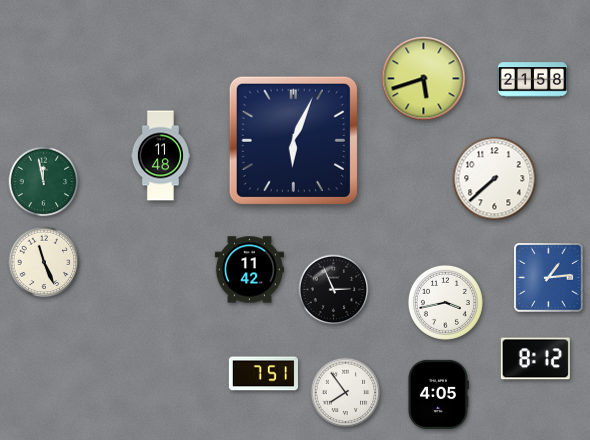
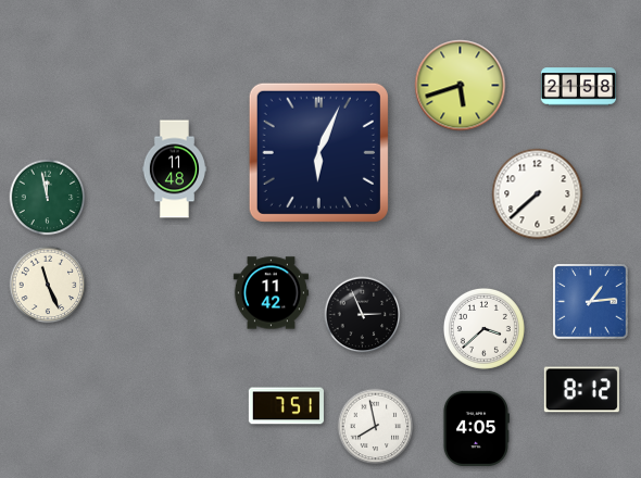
clock at (549, 278) position: (549, 278) -> (591, 302)
clock at (445, 302): 3:43 -> 3:38
clock at (346, 393): 7:54 -> 7:58
